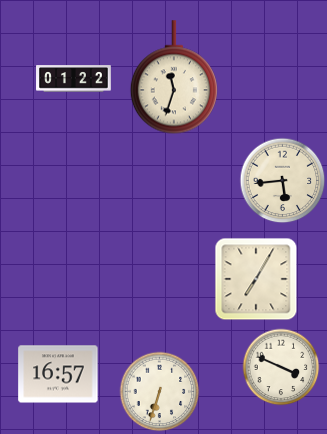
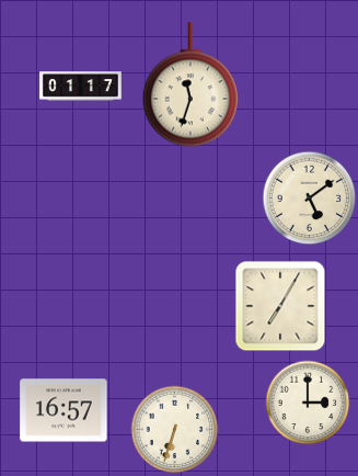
clock at (74, 79): 01:22 -> 01:17
clock at (283, 181): 5:44 -> 5:09
clock at (281, 367): 3:49 -> 3:00
